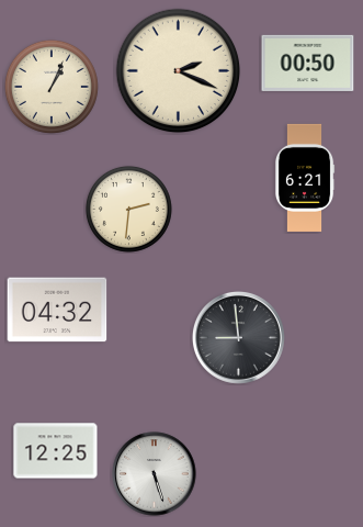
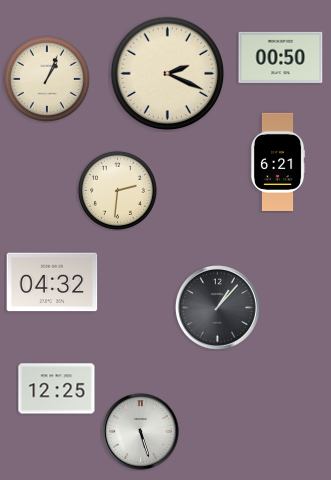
clock at (179, 71) position: (179, 71) -> (168, 74)
clock at (238, 337): 8:59 -> 1:07
clock at (56, 451) position: (56, 451) -> (57, 389)
